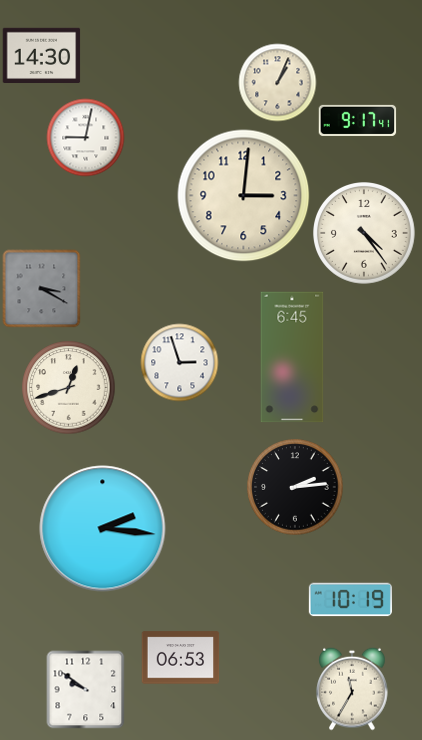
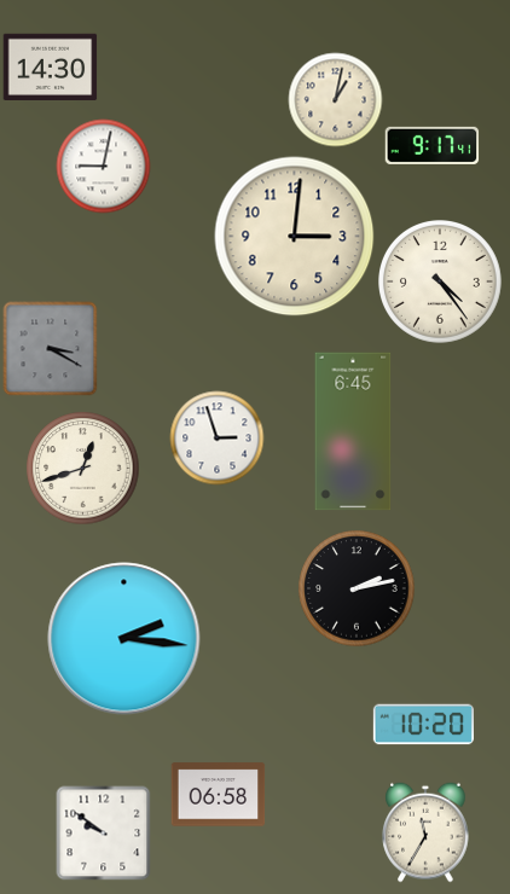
clock at (277, 82): 1:04 -> 1:02
clock at (295, 487): 2:14 -> 2:13
clock at (350, 600): 10:19 -> 10:20
clock at (180, 658): 06:53 -> 06:58
